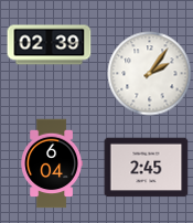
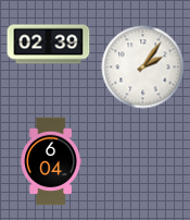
clock at (150, 74) position: (150, 74) -> (143, 68)
clock at (147, 168): 2:45 -> none
